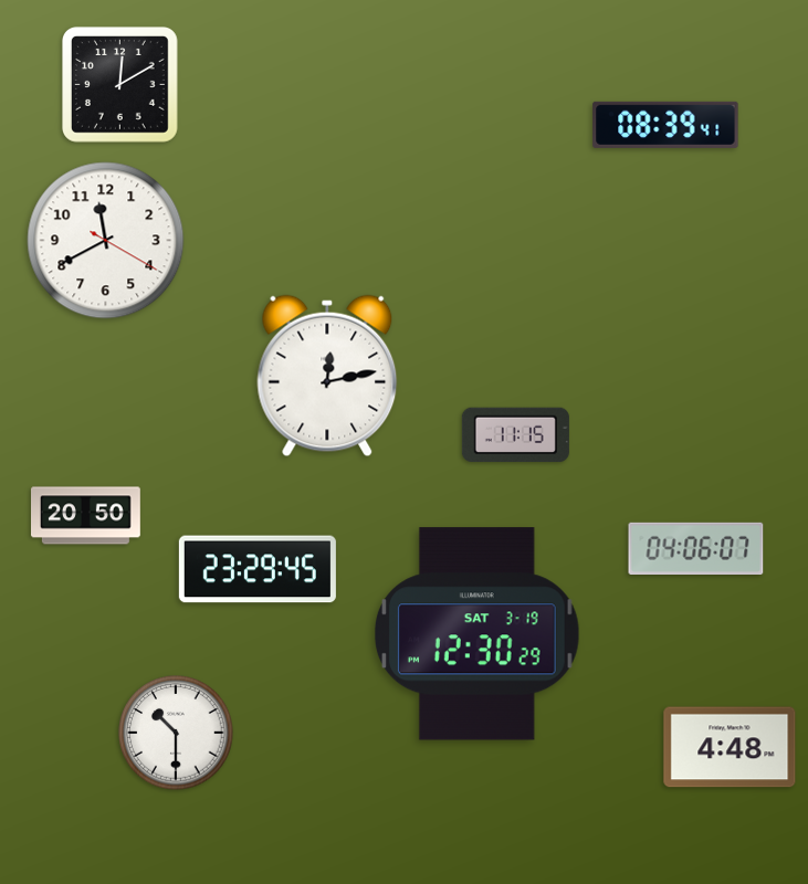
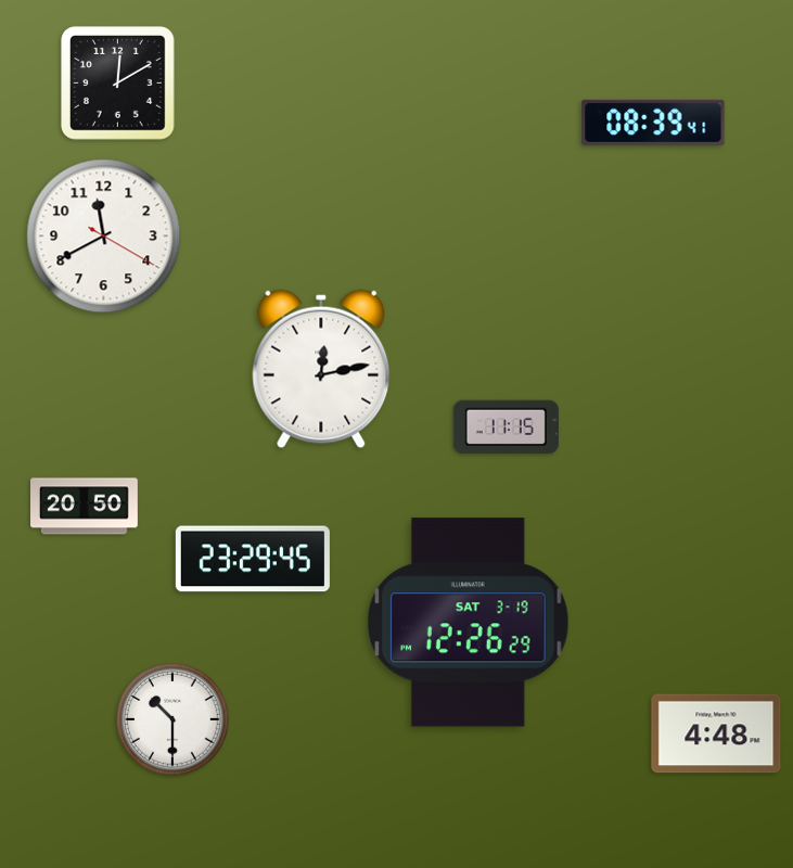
clock at (696, 548): 04:06 -> none
clock at (476, 634): 12:30 -> 12:26
